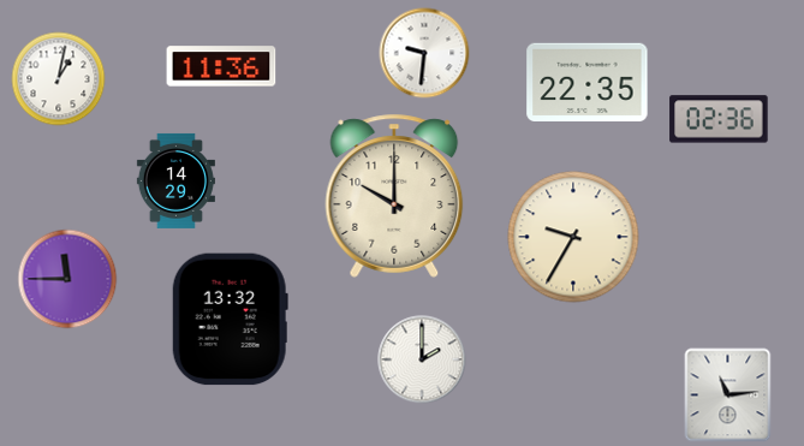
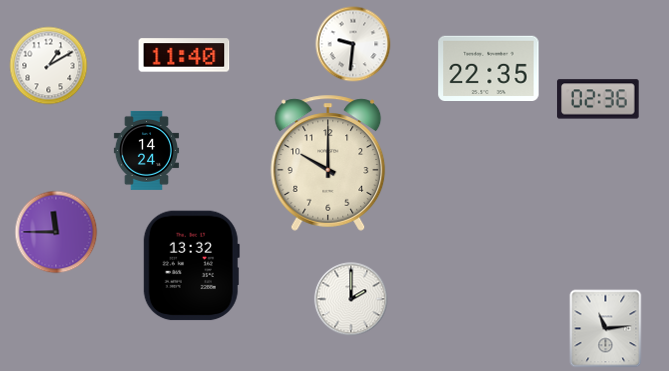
clock at (221, 66): 11:36 -> 11:40
clock at (59, 79): 1:02 -> 1:10
clock at (175, 180): 14:29 -> 14:24
clock at (573, 237): 9:35 -> none
